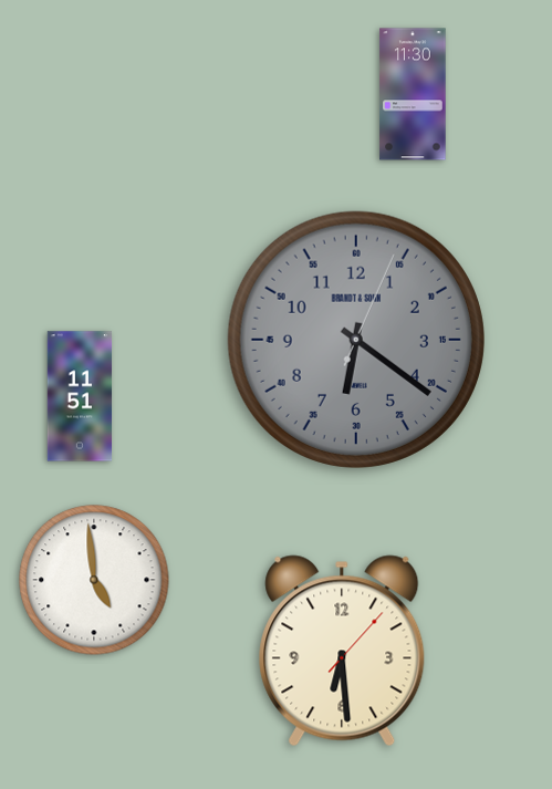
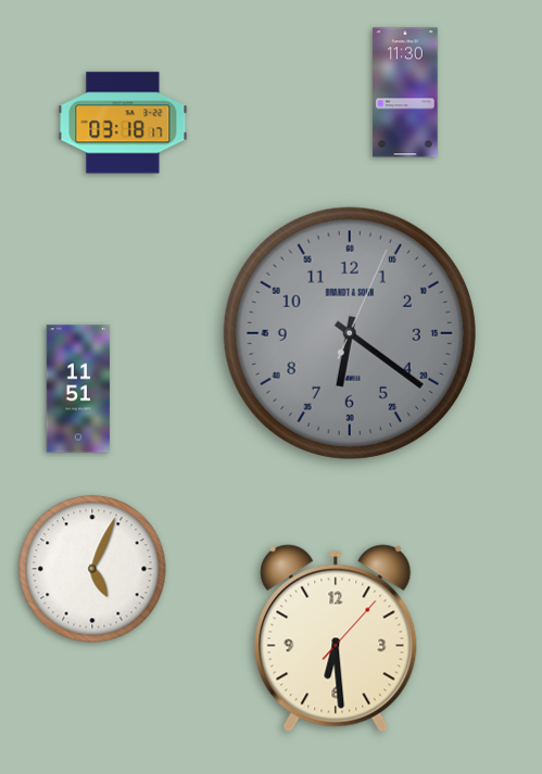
clock at (123, 123): none -> 03:18
clock at (94, 580): 4:59 -> 5:04
